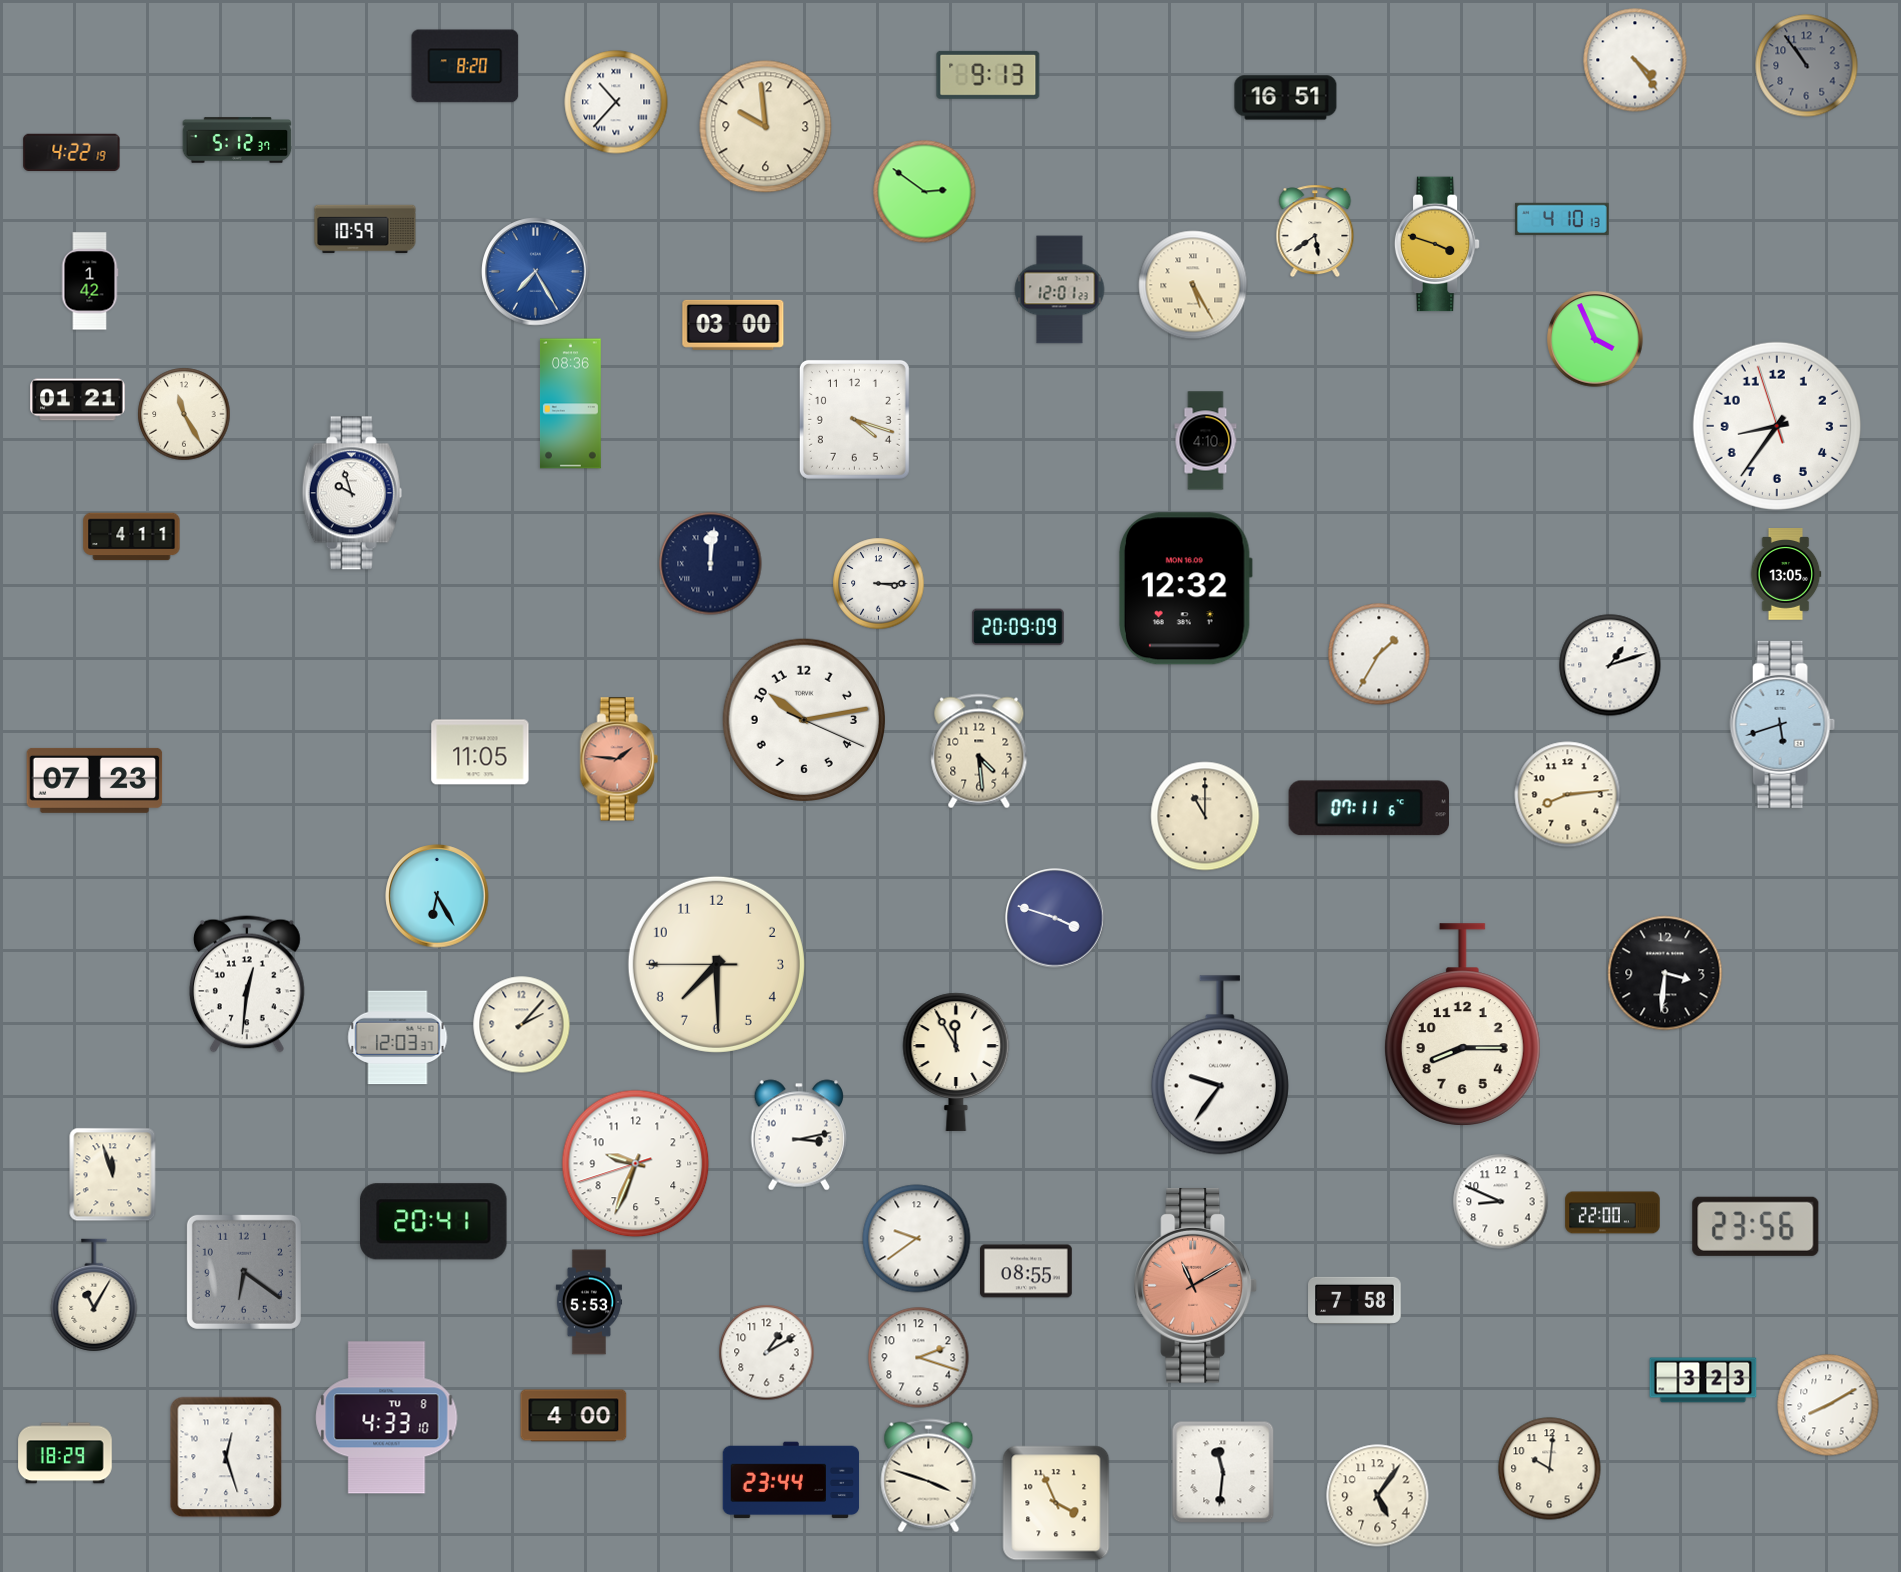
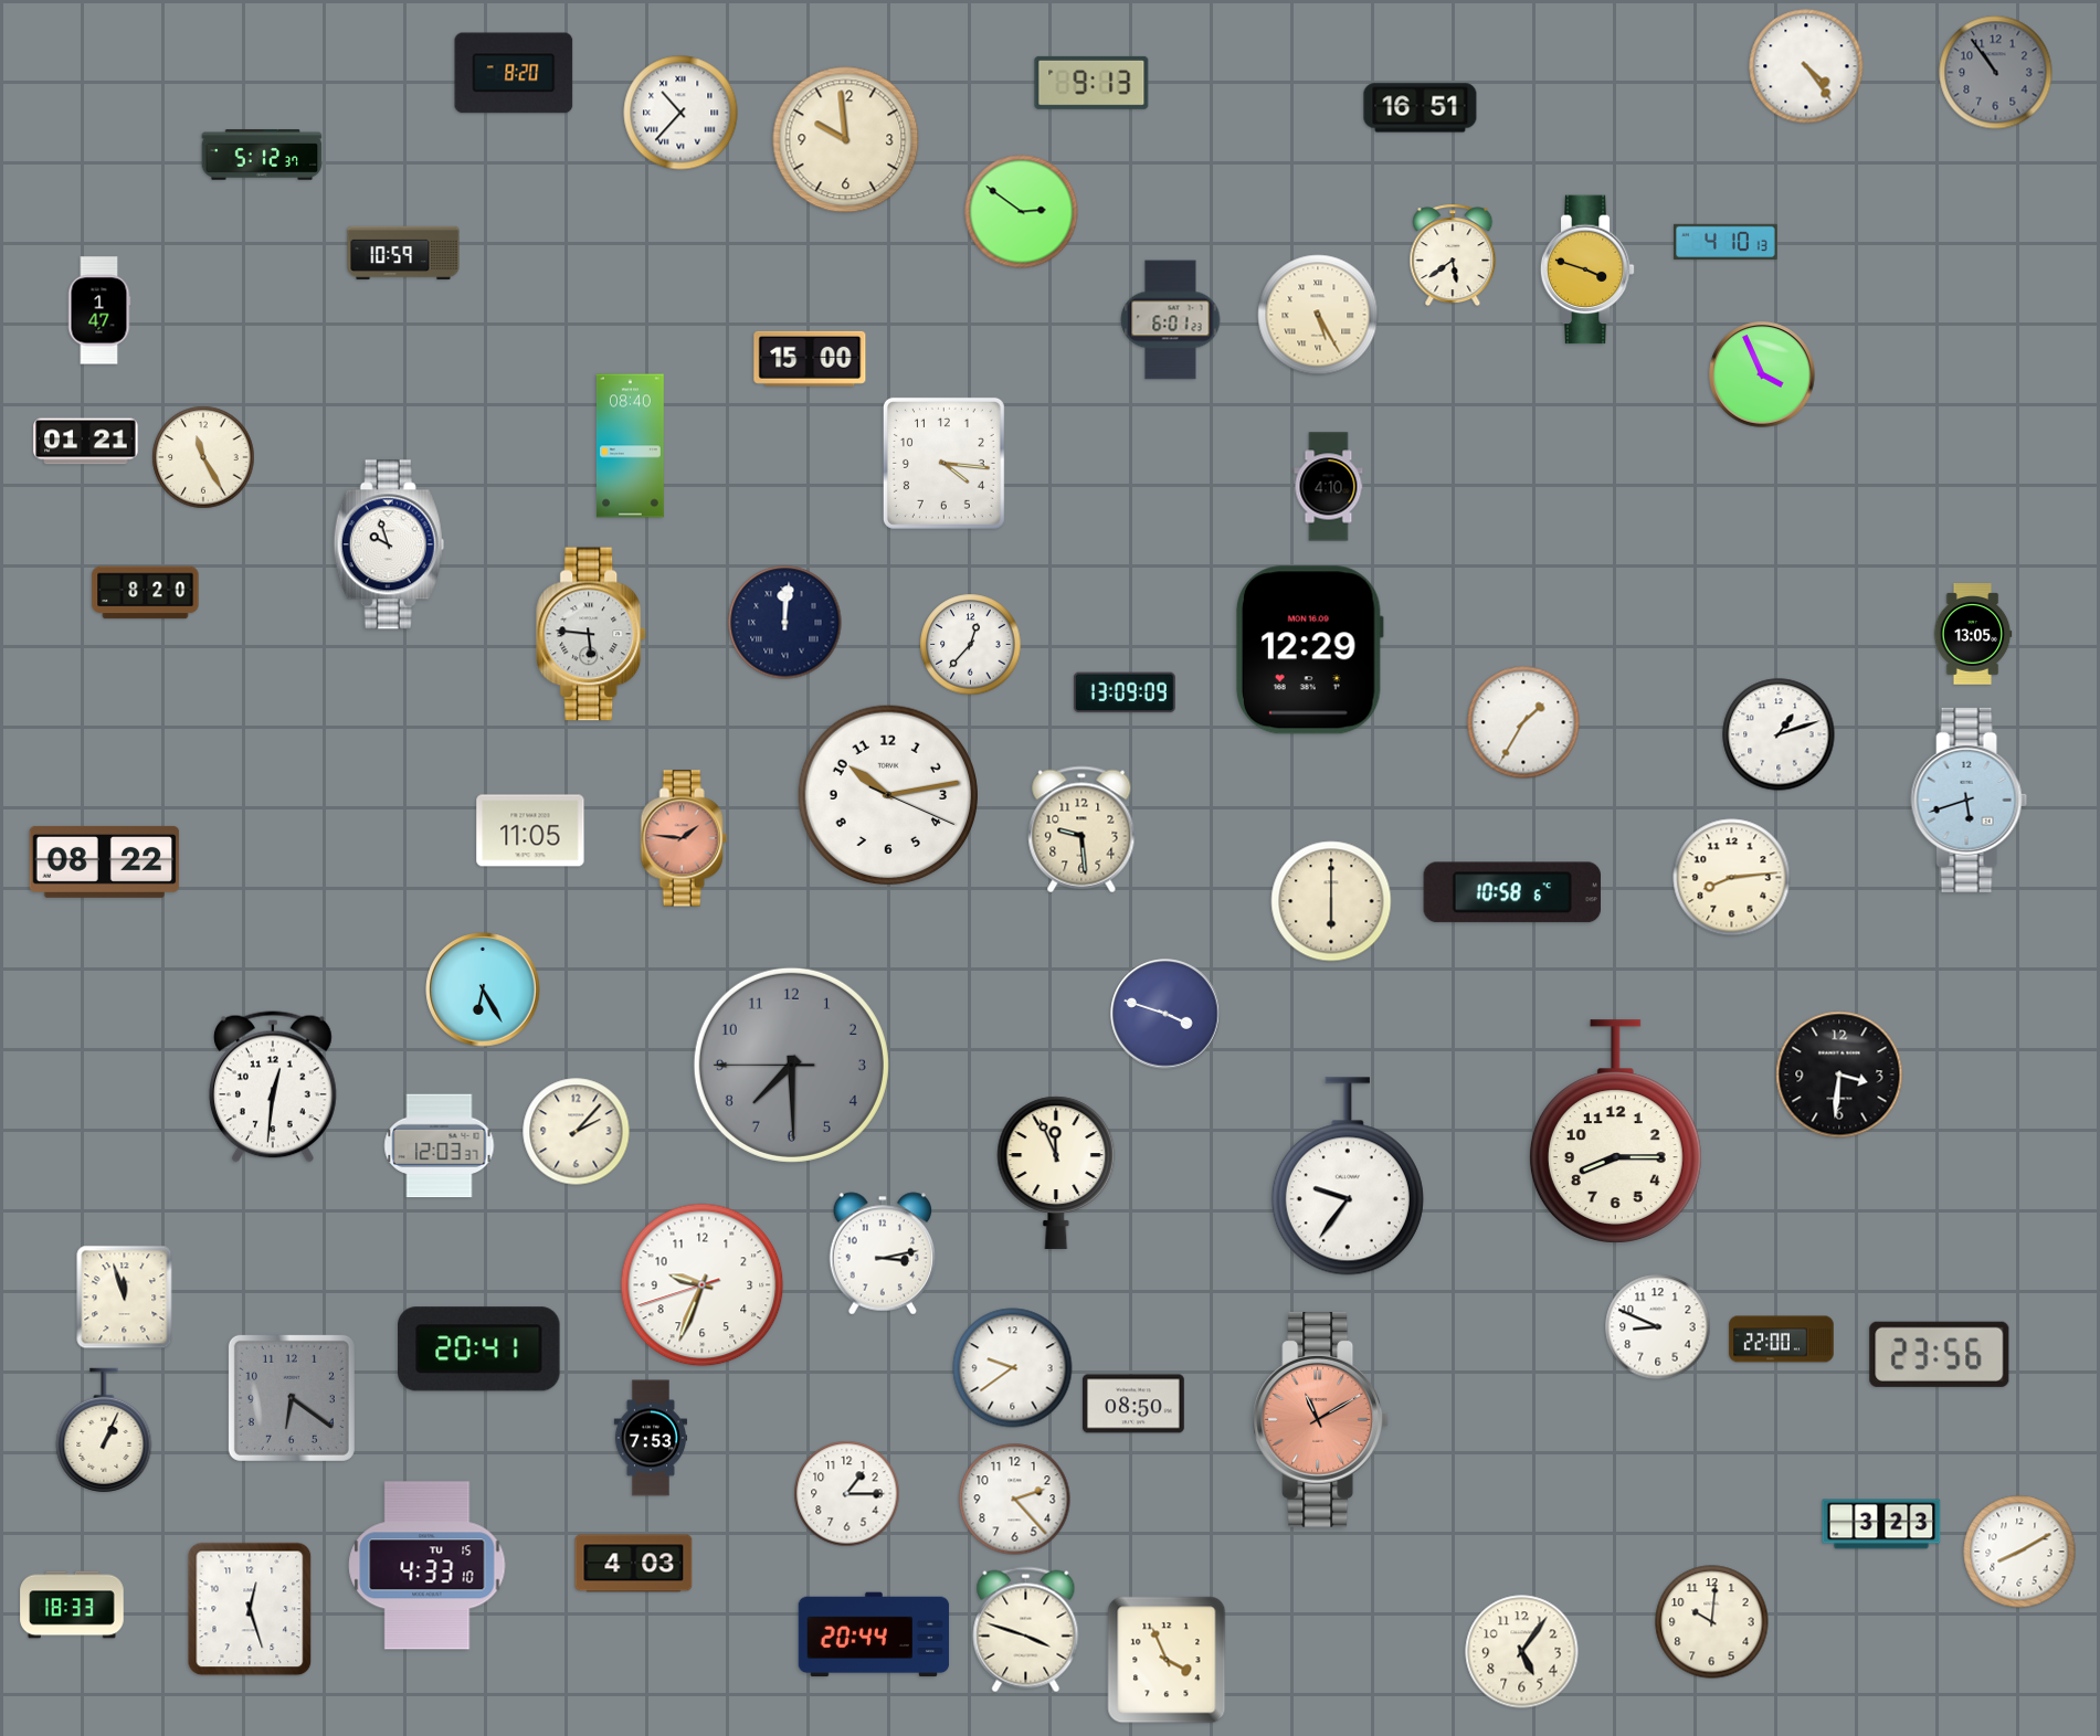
clock at (72, 152): 4:22 -> none
clock at (536, 272): 7:25 -> none
clock at (90, 281): 1:42 -> 1:47
clock at (1060, 290): 12:01 -> 6:01
clock at (733, 325): 03:00 -> 15:00
clock at (570, 404): 08:36 -> 08:40
clock at (854, 419): 4:18 -> 4:16
clock at (1777, 426): 8:35 -> none
clock at (1206, 441) position: (1206, 441) -> (1329, 487)
clock at (132, 537): 4:11 -> 8:20
clock at (592, 634): none -> 5:46
clock at (879, 584): 3:15 -> 12:37
clock at (1185, 589): 12:32 -> 12:29
clock at (1018, 627): 20:09 -> 13:09
clock at (979, 751): 4:29 -> 9:29
clock at (95, 780): 07:23 -> 08:22
clock at (1368, 808): 07:11 -> 10:58
clock at (1205, 816): 11:00 -> 6:00
clock at (716, 964) dial: cream -> grey
clock at (956, 1062): 11:55 -> 11:56
clock at (1027, 1271): 08:55 -> 08:50
clock at (244, 1272) position: (244, 1272) -> (292, 1398)
clock at (94, 1295): 11:05 -> 1:04
clock at (1355, 1300): 7:58 -> none
clock at (588, 1302): 5:53 -> 7:53
clock at (767, 1353): 1:10 -> 1:15
clock at (919, 1358): 2:18 -> 2:23
clock at (574, 1416): 4:00 -> 4:03
clock at (387, 1418) date: TU 8 -> TU 15
clock at (65, 1453): 18:29 -> 18:33
clock at (1223, 1472): 11:31 -> none
clock at (791, 1480): 23:44 -> 20:44
